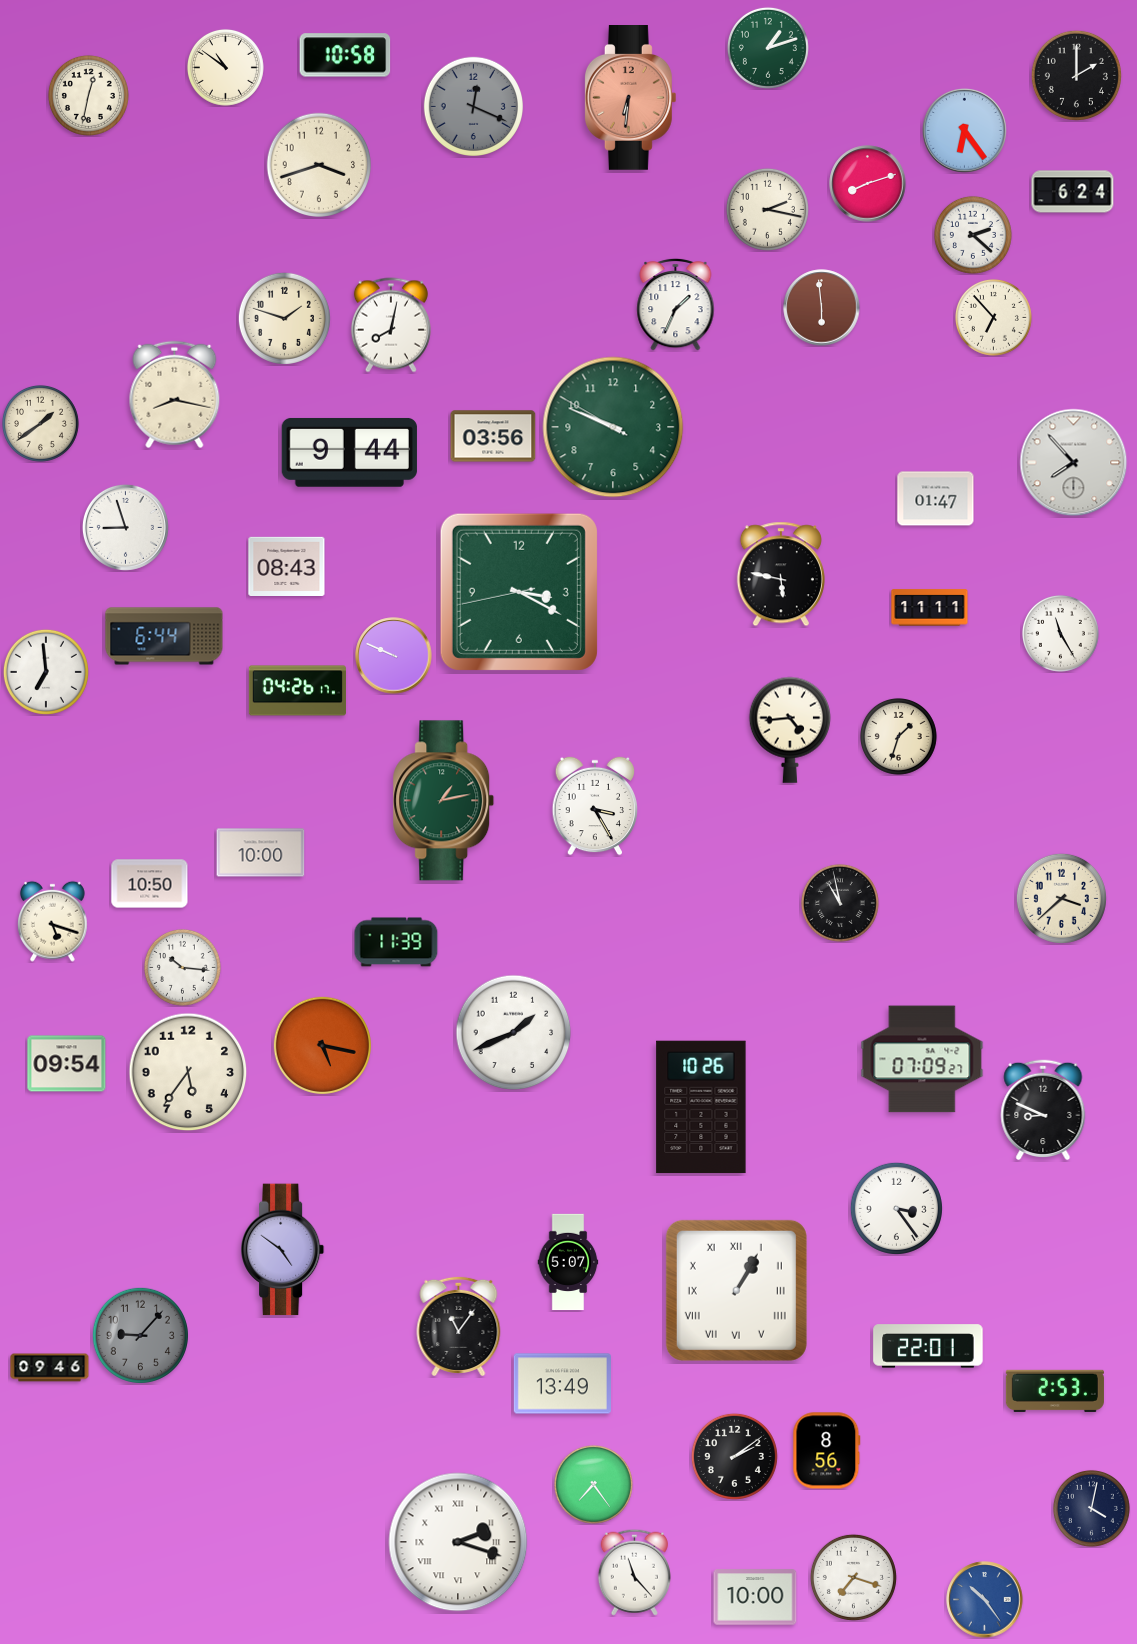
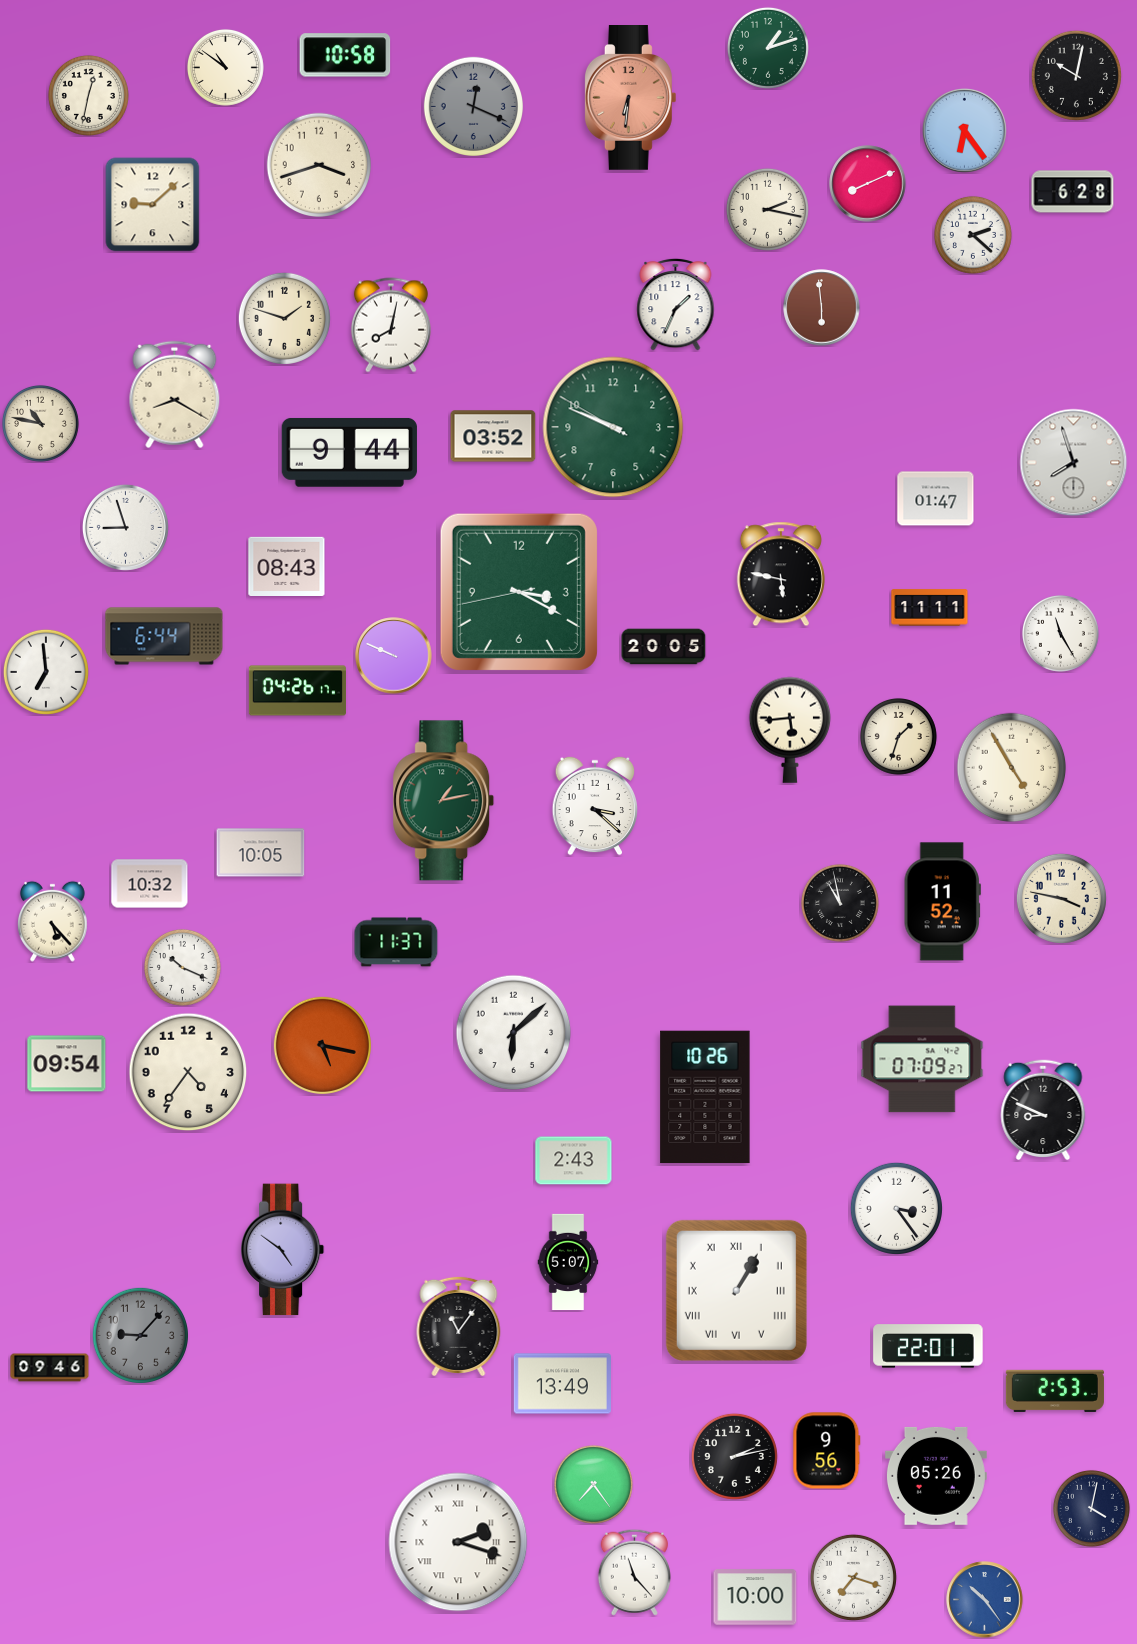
clock at (1076, 75): 2:00 -> 10:02
clock at (868, 184): 8:12 -> 8:11
clock at (1073, 192): 6:24 -> 6:28
clock at (153, 205): none -> 9:08
clock at (993, 317): 6:53 -> none
clock at (175, 395): 8:17 -> 8:20
clock at (40, 423): 1:39 -> 10:47
clock at (493, 436): 03:56 -> 03:52
clock at (1074, 463): 7:53 -> 7:57
clock at (664, 647): none -> 20:05
clock at (789, 730): 4:44 -> 5:44
clock at (1012, 768): none -> 4:55
clock at (595, 806): 3:25 -> 3:22
clock at (261, 853): 10:00 -> 10:05
clock at (150, 884): 10:50 -> 10:32
clock at (1061, 898): 3:38 -> 3:47
clock at (942, 902): none -> 11:52
clock at (53, 921): 5:18 -> 5:23
clock at (396, 942): 11:39 -> 11:37
clock at (182, 967): 10:16 -> 10:19
clock at (514, 1033): 1:41 -> 6:08
clock at (188, 1072): 5:36 -> 4:36
clock at (701, 1107) position: (701, 1107) -> (705, 1097)
clock at (574, 1161): none -> 2:43
clock at (827, 1451): 8:56 -> 9:56
clock at (734, 1456): 2:09 -> 2:13
clock at (936, 1476): none -> 05:26
